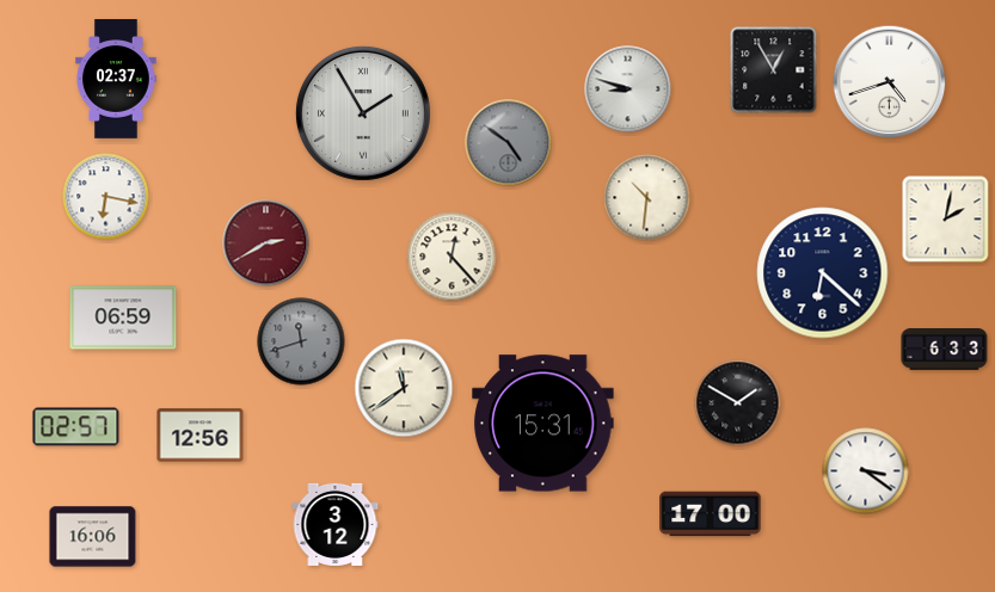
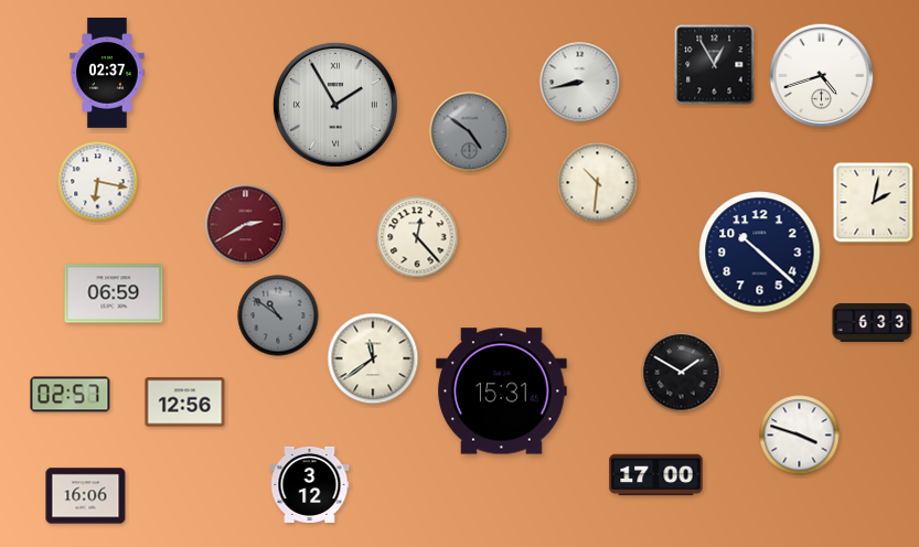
clock at (628, 90): 8:48 -> 8:43
clock at (823, 273): 6:22 -> 10:22
clock at (301, 341): 11:42 -> 10:51
clock at (866, 471): 3:21 -> 3:48
